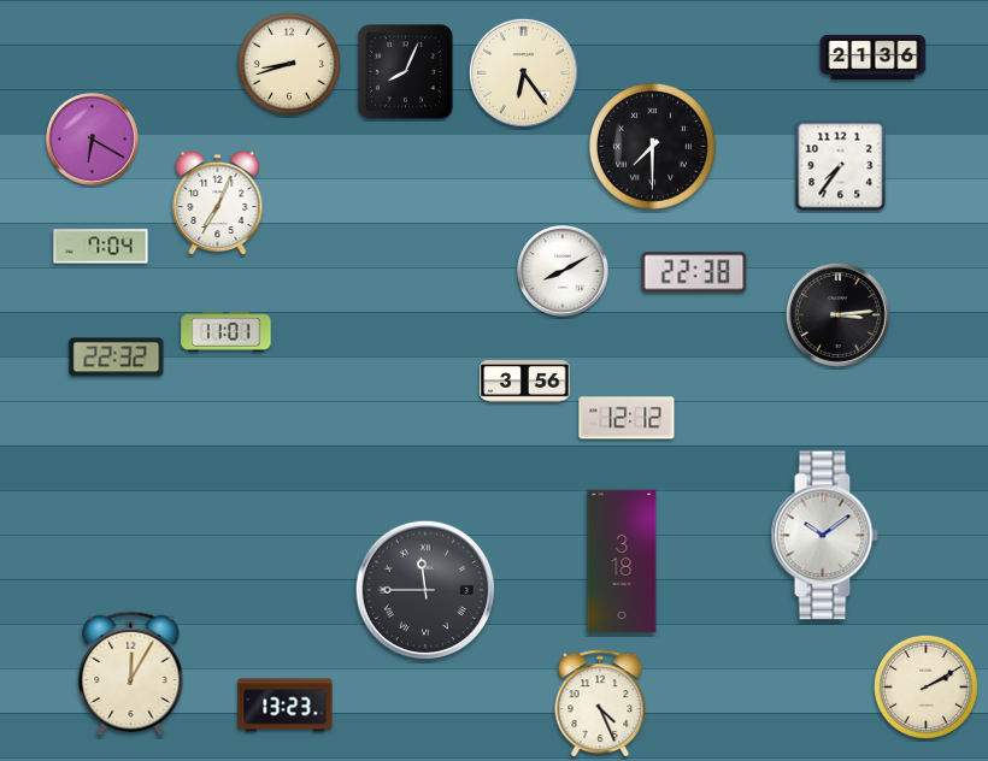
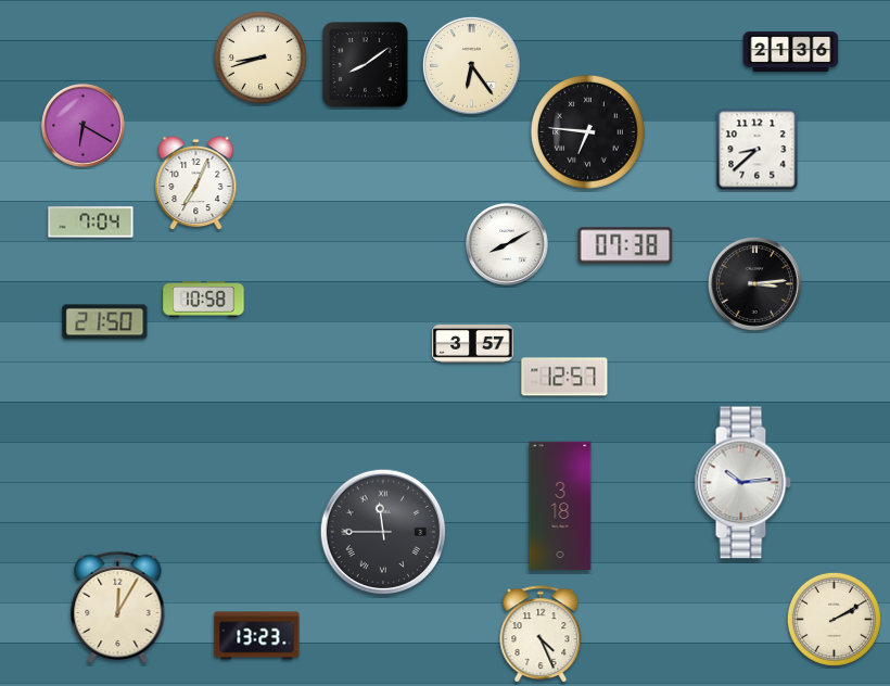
clock at (874, 57) position: (874, 57) -> (791, 51)
clock at (406, 72): 8:04 -> 8:09
clock at (653, 147): 7:30 -> 6:46
clock at (841, 166): 7:36 -> 8:38
clock at (694, 272): 22:38 -> 07:38
clock at (227, 332): 11:01 -> 10:58
clock at (117, 358): 22:32 -> 21:50
clock at (525, 382): 3:56 -> 3:57
clock at (627, 418): 12:12 -> 12:57
clock at (824, 536): 10:09 -> 10:14
